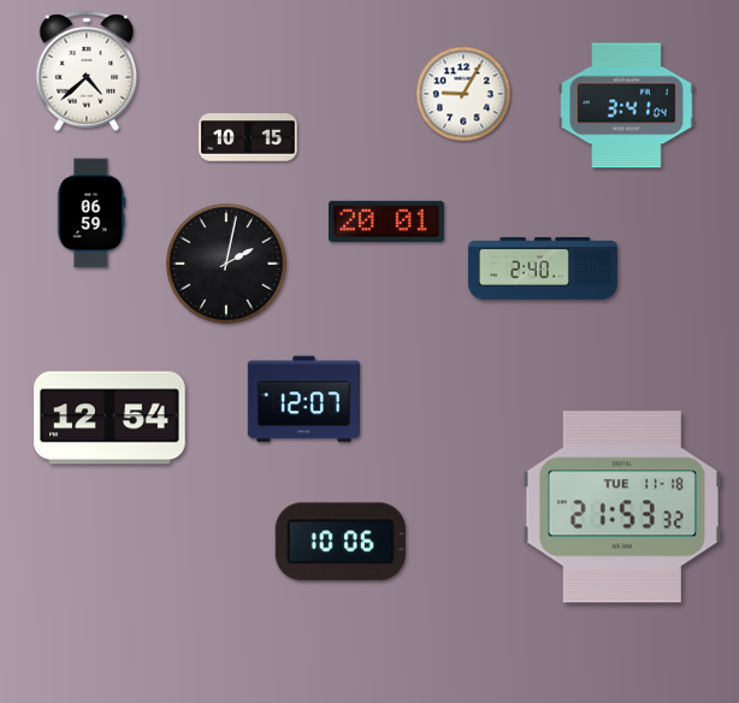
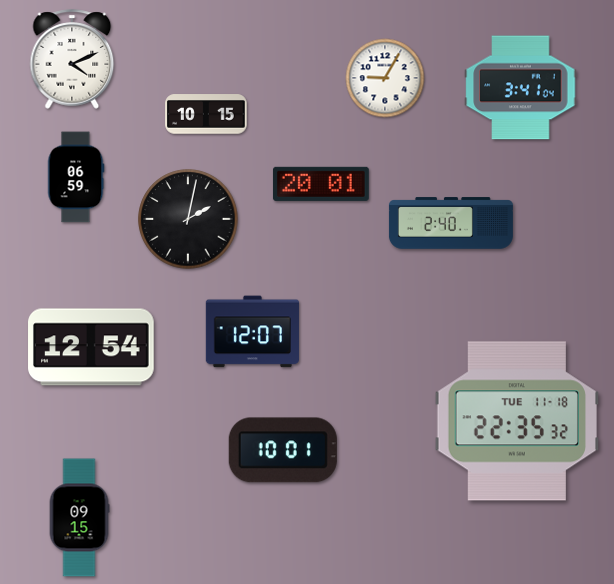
clock at (87, 71): 4:38 -> 4:11
clock at (622, 507): 21:53 -> 22:35
clock at (341, 542): 10:06 -> 10:01
clock at (79, 518): none -> 09:15
